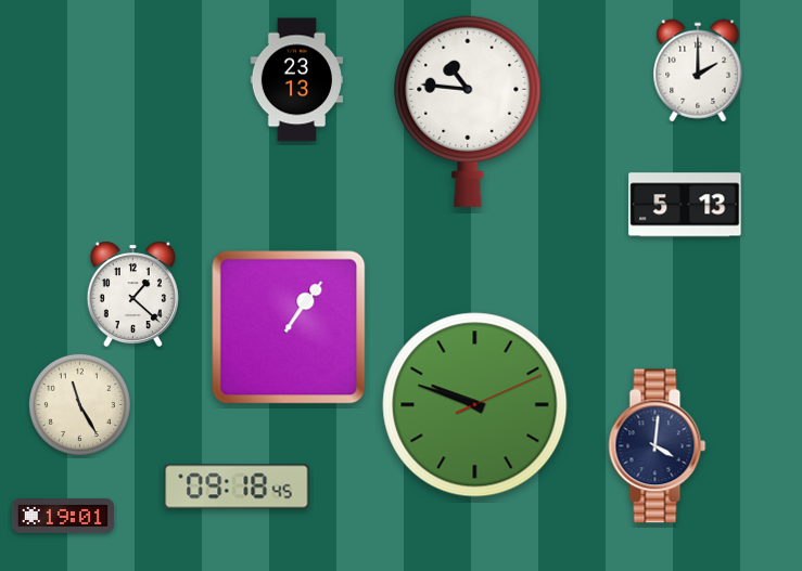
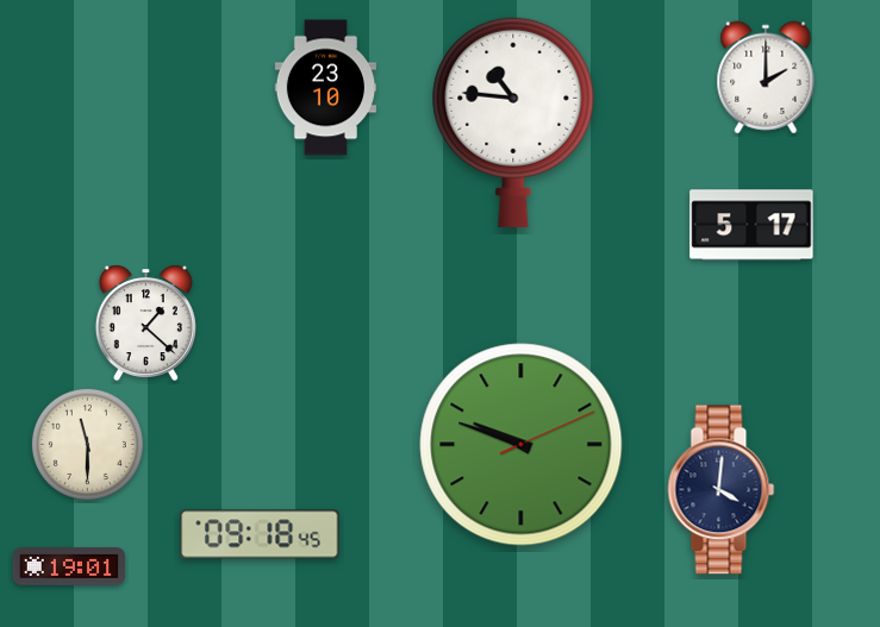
clock at (296, 80): 23:13 -> 23:10
clock at (685, 205): 5:13 -> 5:17
clock at (289, 327): 1:06 -> none
clock at (79, 404): 11:25 -> 11:30
